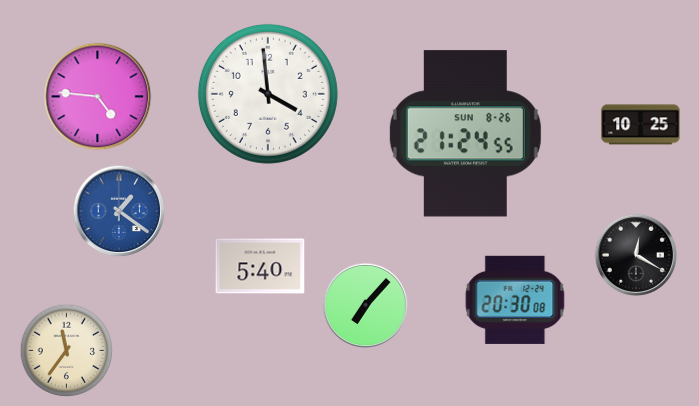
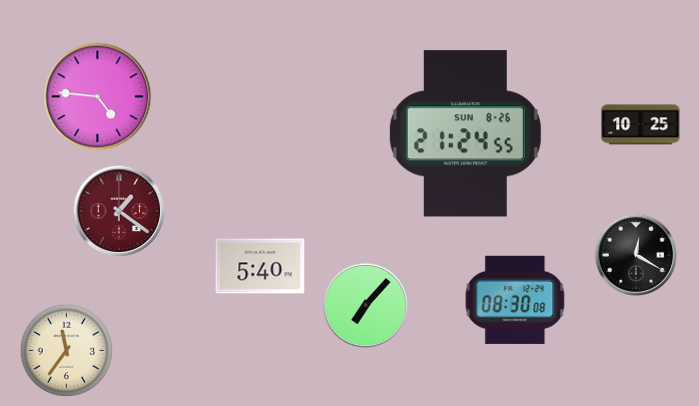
clock at (268, 94): 3:59 -> none
clock at (119, 211) dial: blue -> burgundy
clock at (515, 300): 20:30 -> 08:30
